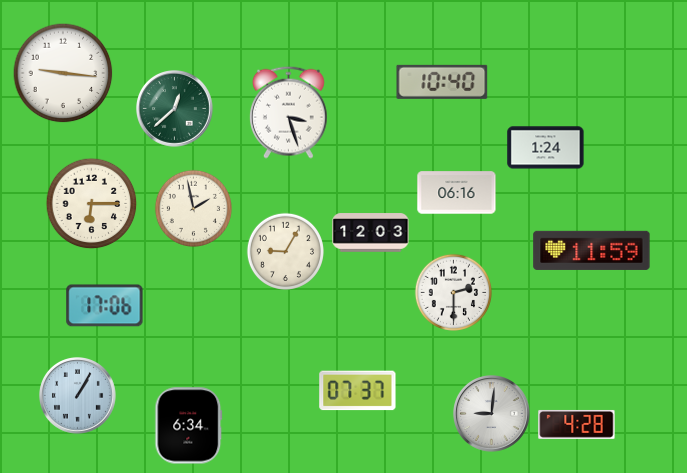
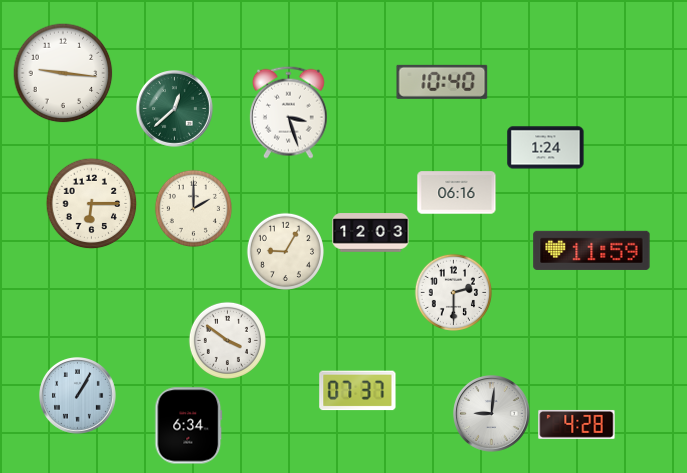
clock at (193, 208): 1:58 -> 2:00
clock at (105, 306): 17:06 -> none
clock at (227, 340): none -> 3:51
